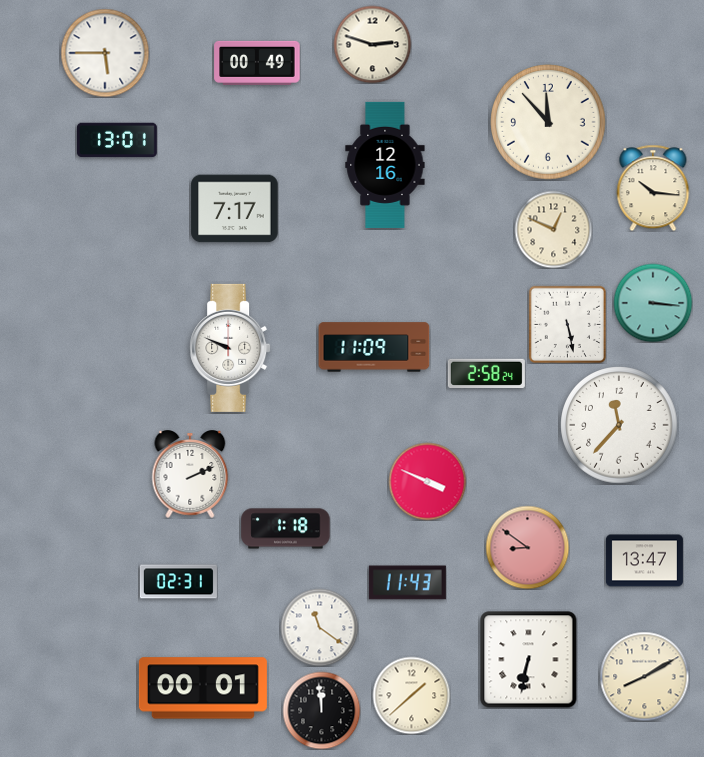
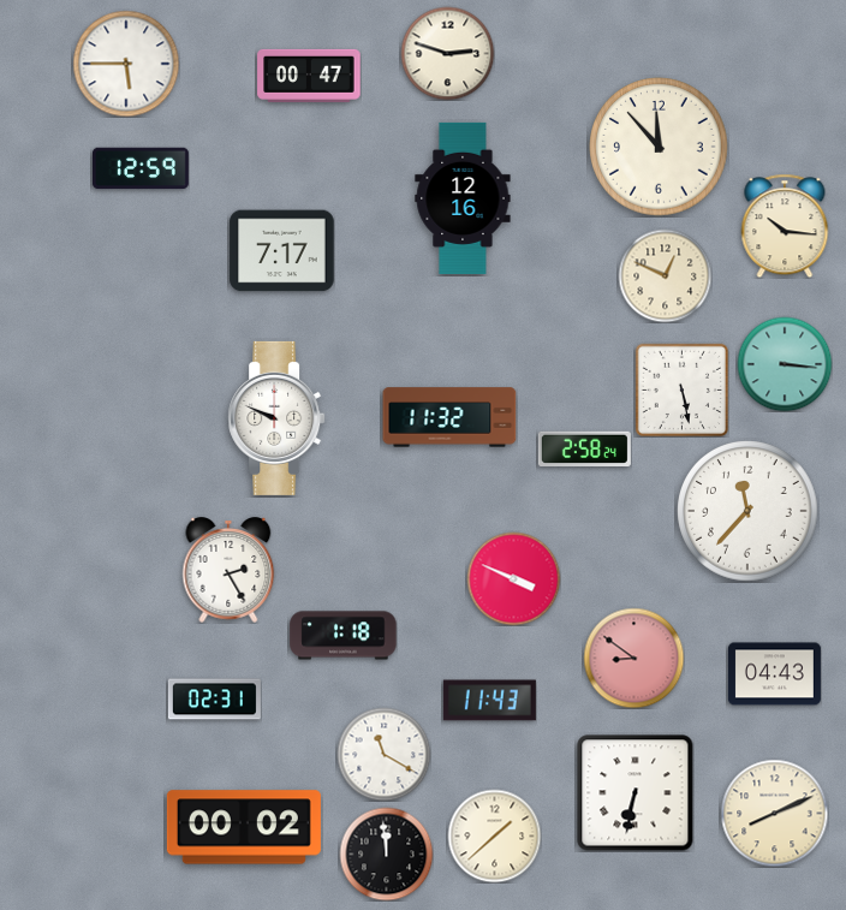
clock at (257, 63): 00:49 -> 00:47
clock at (117, 140): 13:01 -> 12:59
clock at (374, 347): 11:09 -> 11:32
clock at (619, 425) position: (619, 425) -> (747, 511)
clock at (190, 474): 2:11 -> 2:25
clock at (644, 561): 13:47 -> 04:43
clock at (319, 627): 11:21 -> 11:20
clock at (644, 676): 8:10 -> 8:11
clock at (203, 688): 00:01 -> 00:02
